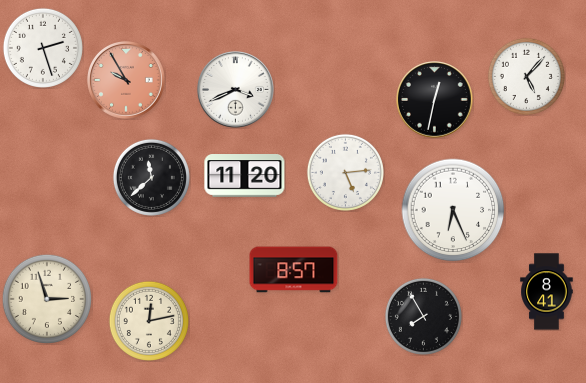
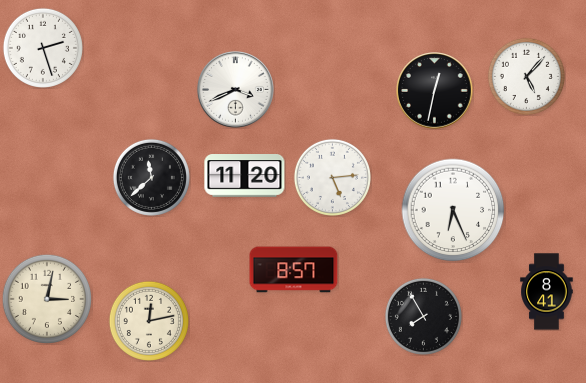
clock at (127, 81): 9:55 -> none
clock at (435, 100) position: (435, 100) -> (435, 91)
clock at (345, 172) position: (345, 172) -> (332, 177)
clock at (47, 299): 2:57 -> 3:02
